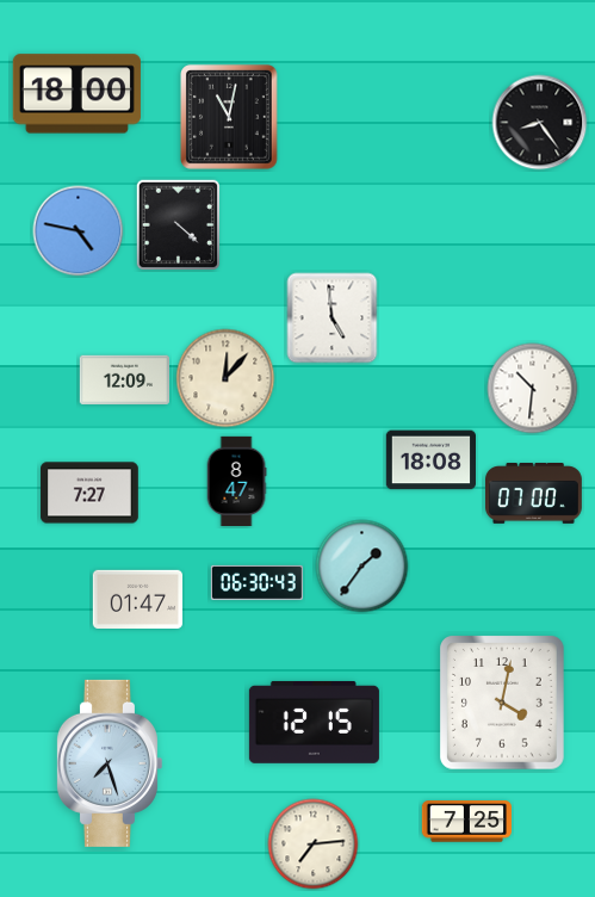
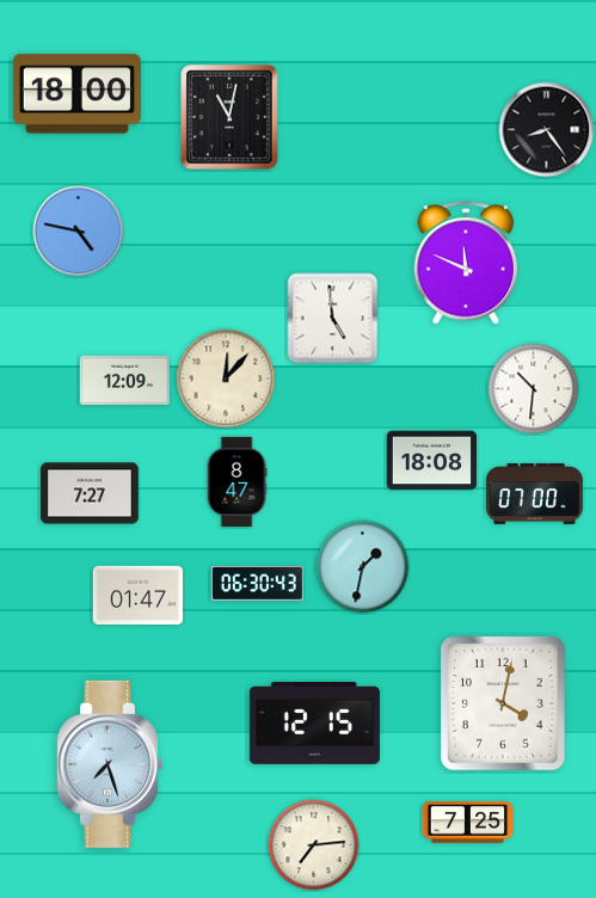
clock at (540, 123) position: (540, 123) -> (547, 130)
clock at (179, 225): 4:22 -> none
clock at (466, 263): none -> 11:49
clock at (362, 567): 1:36 -> 1:32
clock at (137, 599) position: (137, 599) -> (137, 595)
